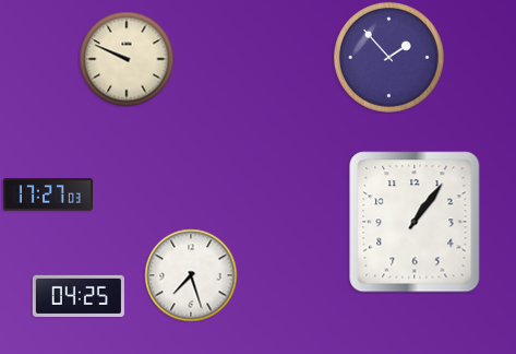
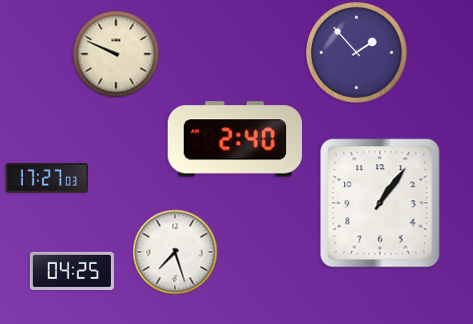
clock at (234, 139): none -> 2:40
clock at (48, 194) position: (48, 194) -> (47, 178)
